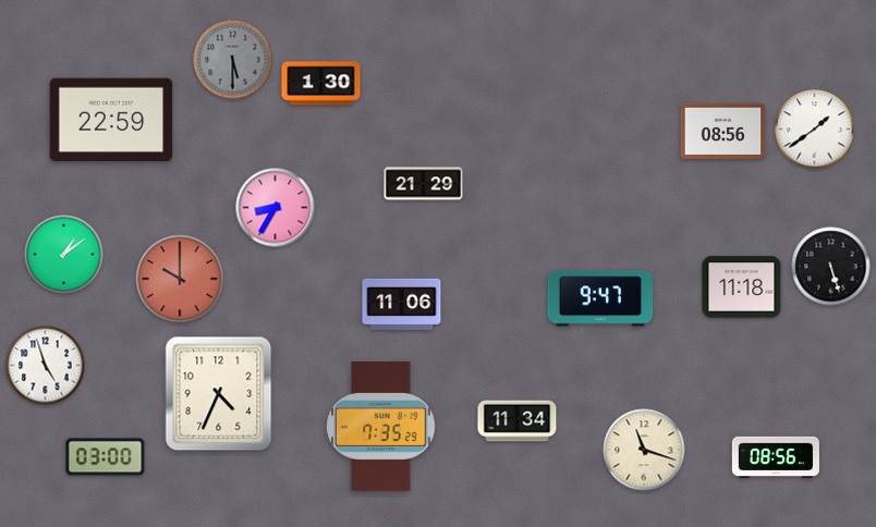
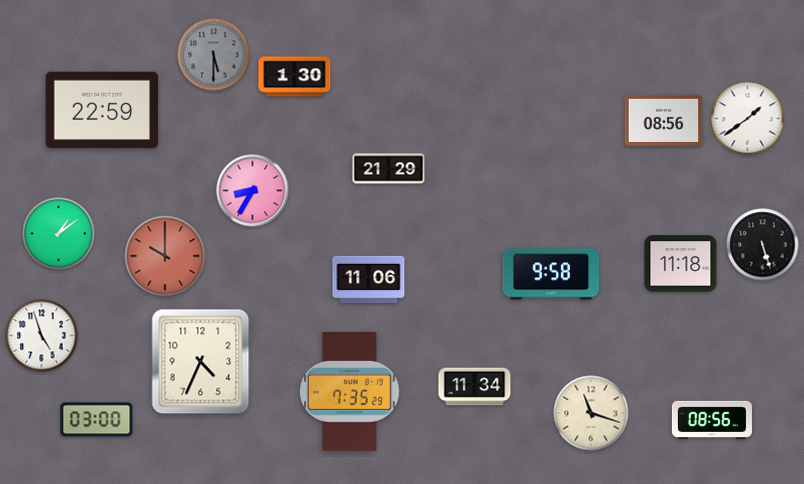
clock at (600, 298): 9:47 -> 9:58
